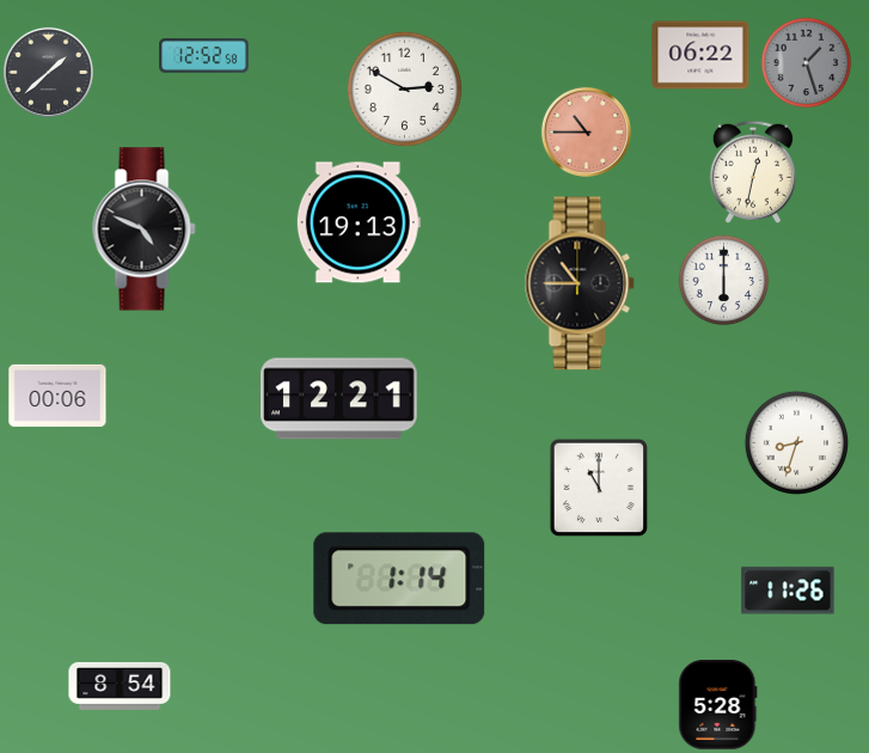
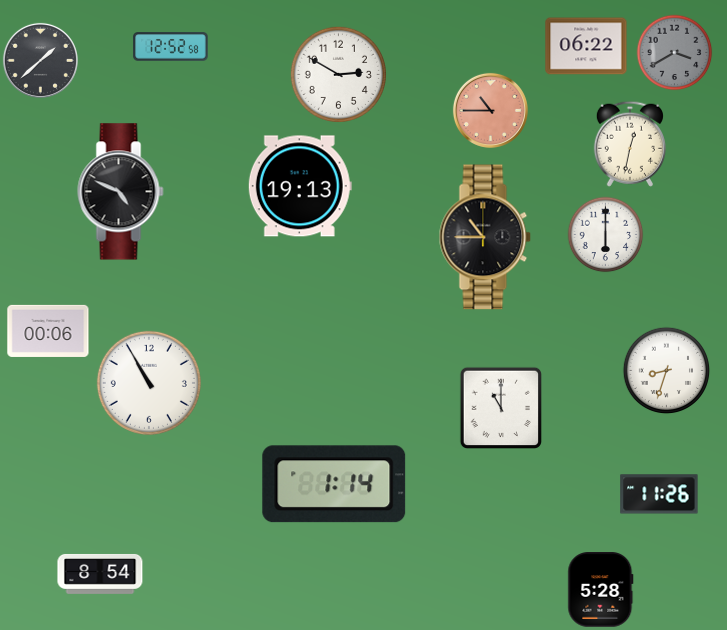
clock at (807, 63): 1:27 -> 3:40
clock at (339, 399): 12:21 -> none
clock at (149, 383): none -> 10:55
